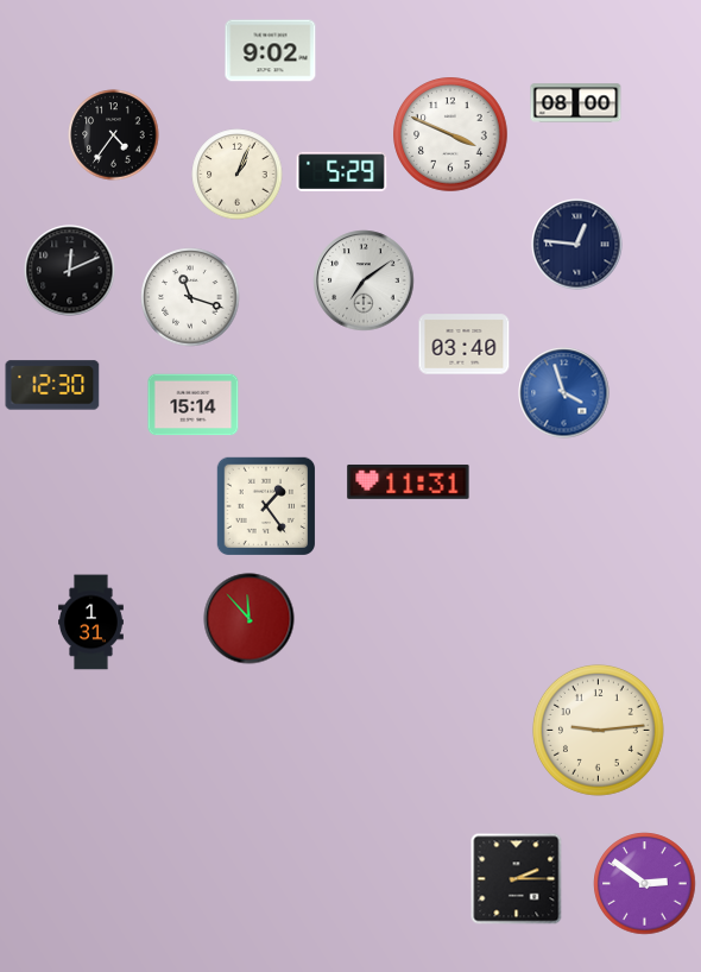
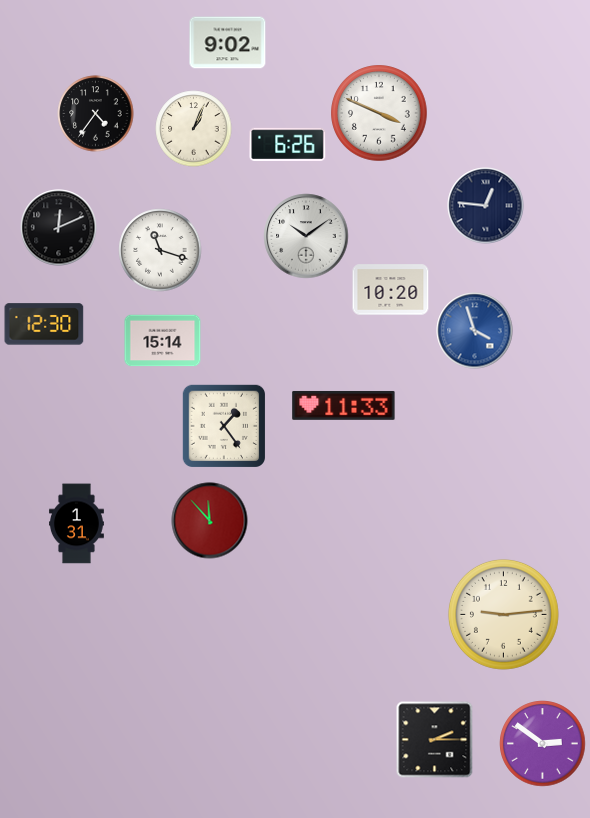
clock at (576, 103): 08:00 -> none
clock at (342, 171): 5:29 -> 6:26
clock at (238, 175) position: (238, 175) -> (194, 129)
clock at (364, 280): 7:09 -> 10:09
clock at (465, 345): 03:40 -> 10:20
clock at (409, 482): 11:31 -> 11:33
